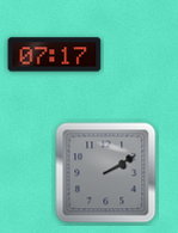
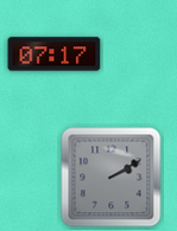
clock at (106, 173) position: (106, 173) -> (112, 178)
